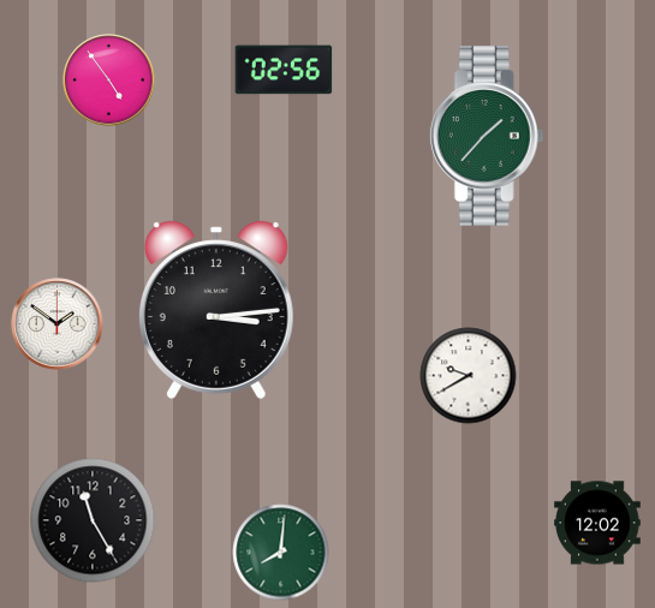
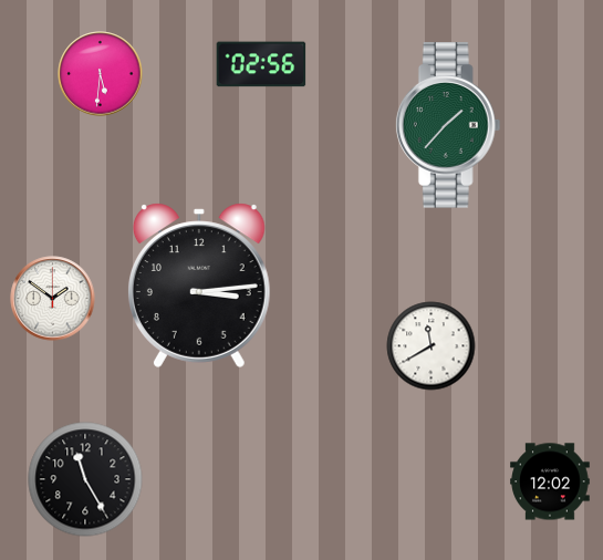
clock at (109, 81): 4:54 -> 5:31
clock at (469, 376): 9:40 -> 11:40
clock at (281, 553): 8:01 -> none
